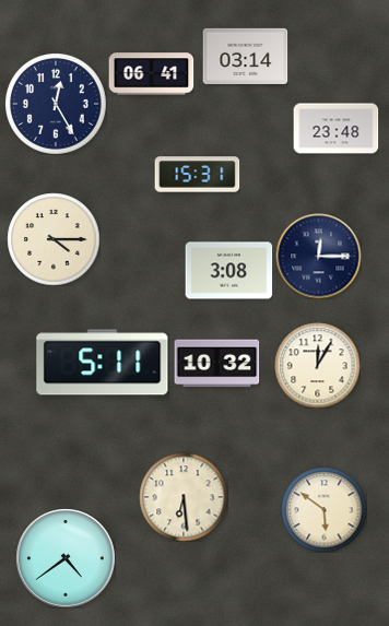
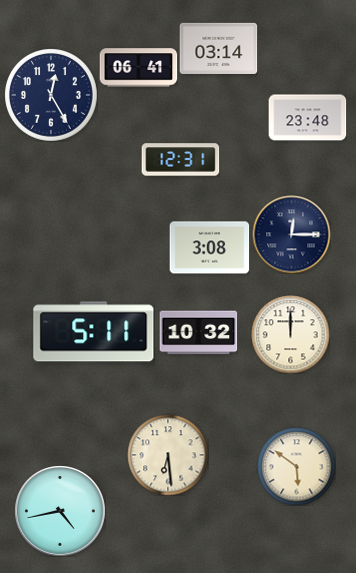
clock at (245, 56) position: (245, 56) -> (218, 48)
clock at (197, 175): 15:31 -> 12:31
clock at (54, 239): 4:15 -> none
clock at (317, 365): 12:05 -> 12:00
clock at (66, 558): 4:39 -> 4:43
